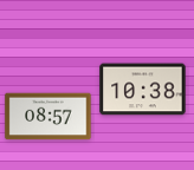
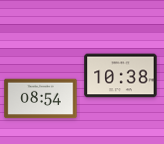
clock at (48, 117): 08:57 -> 08:54
